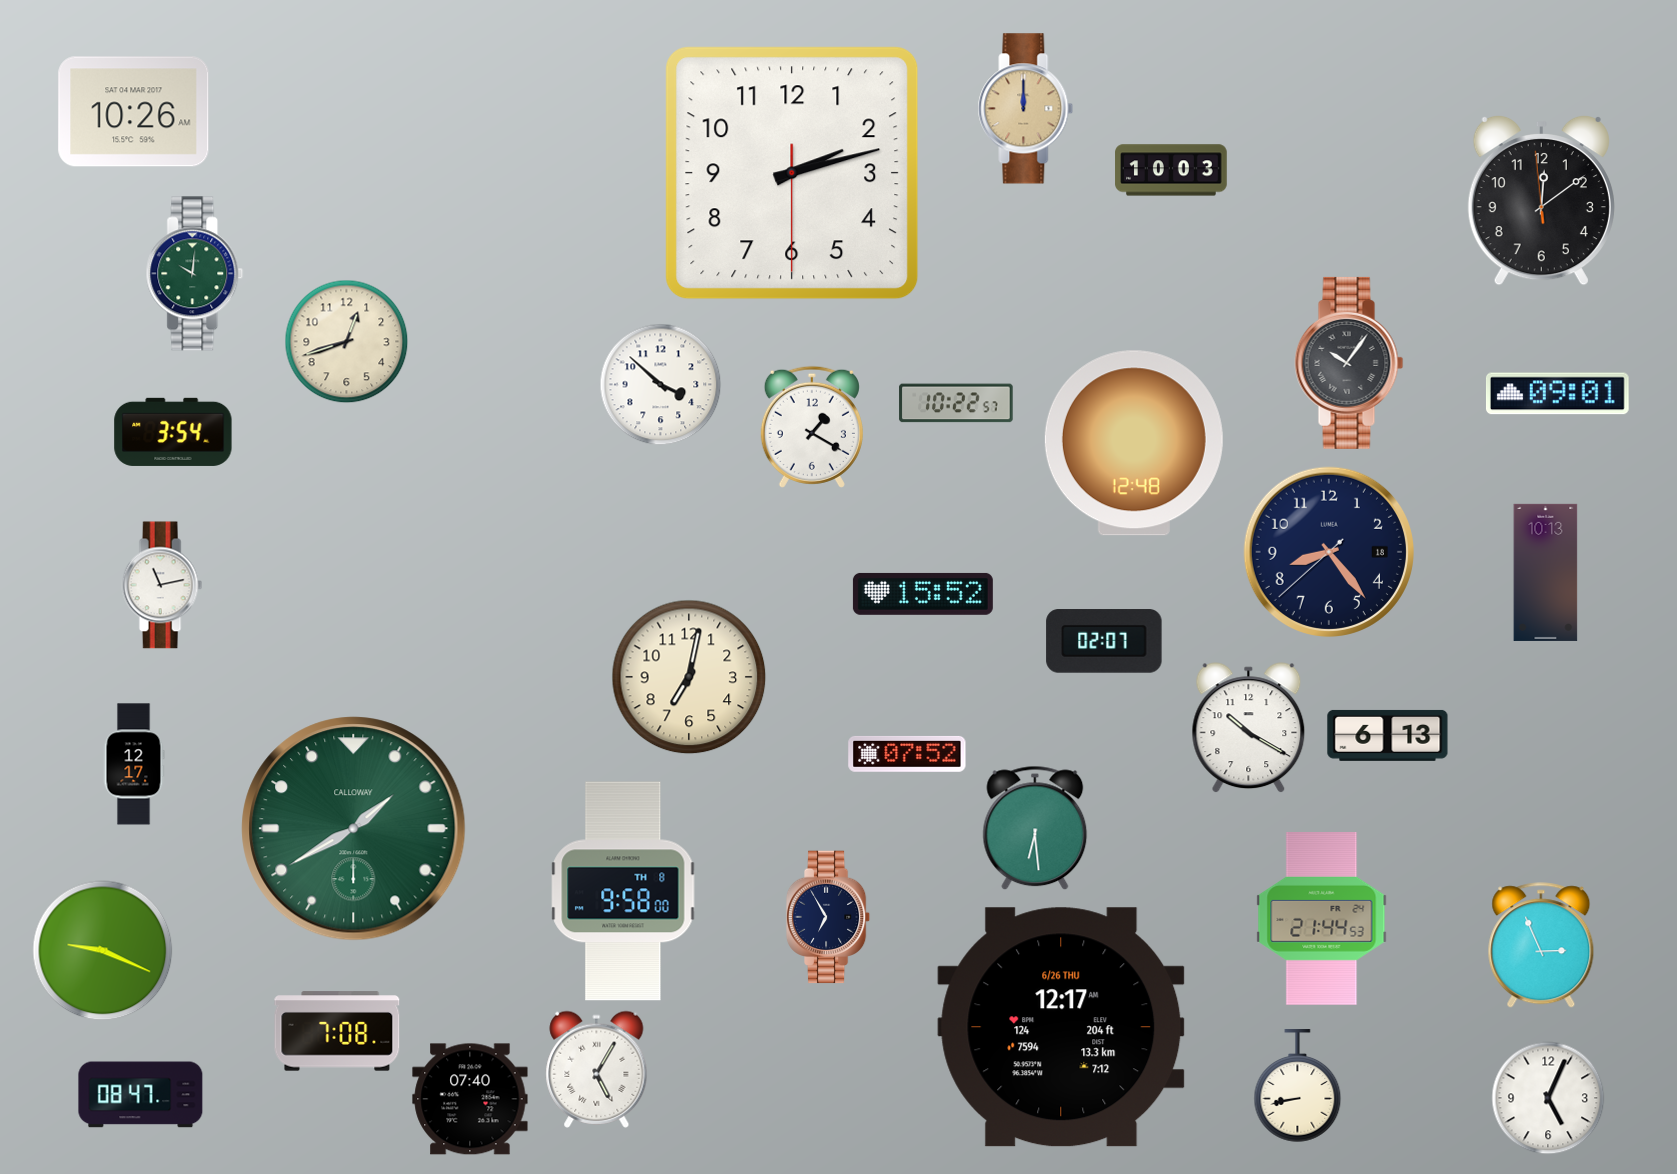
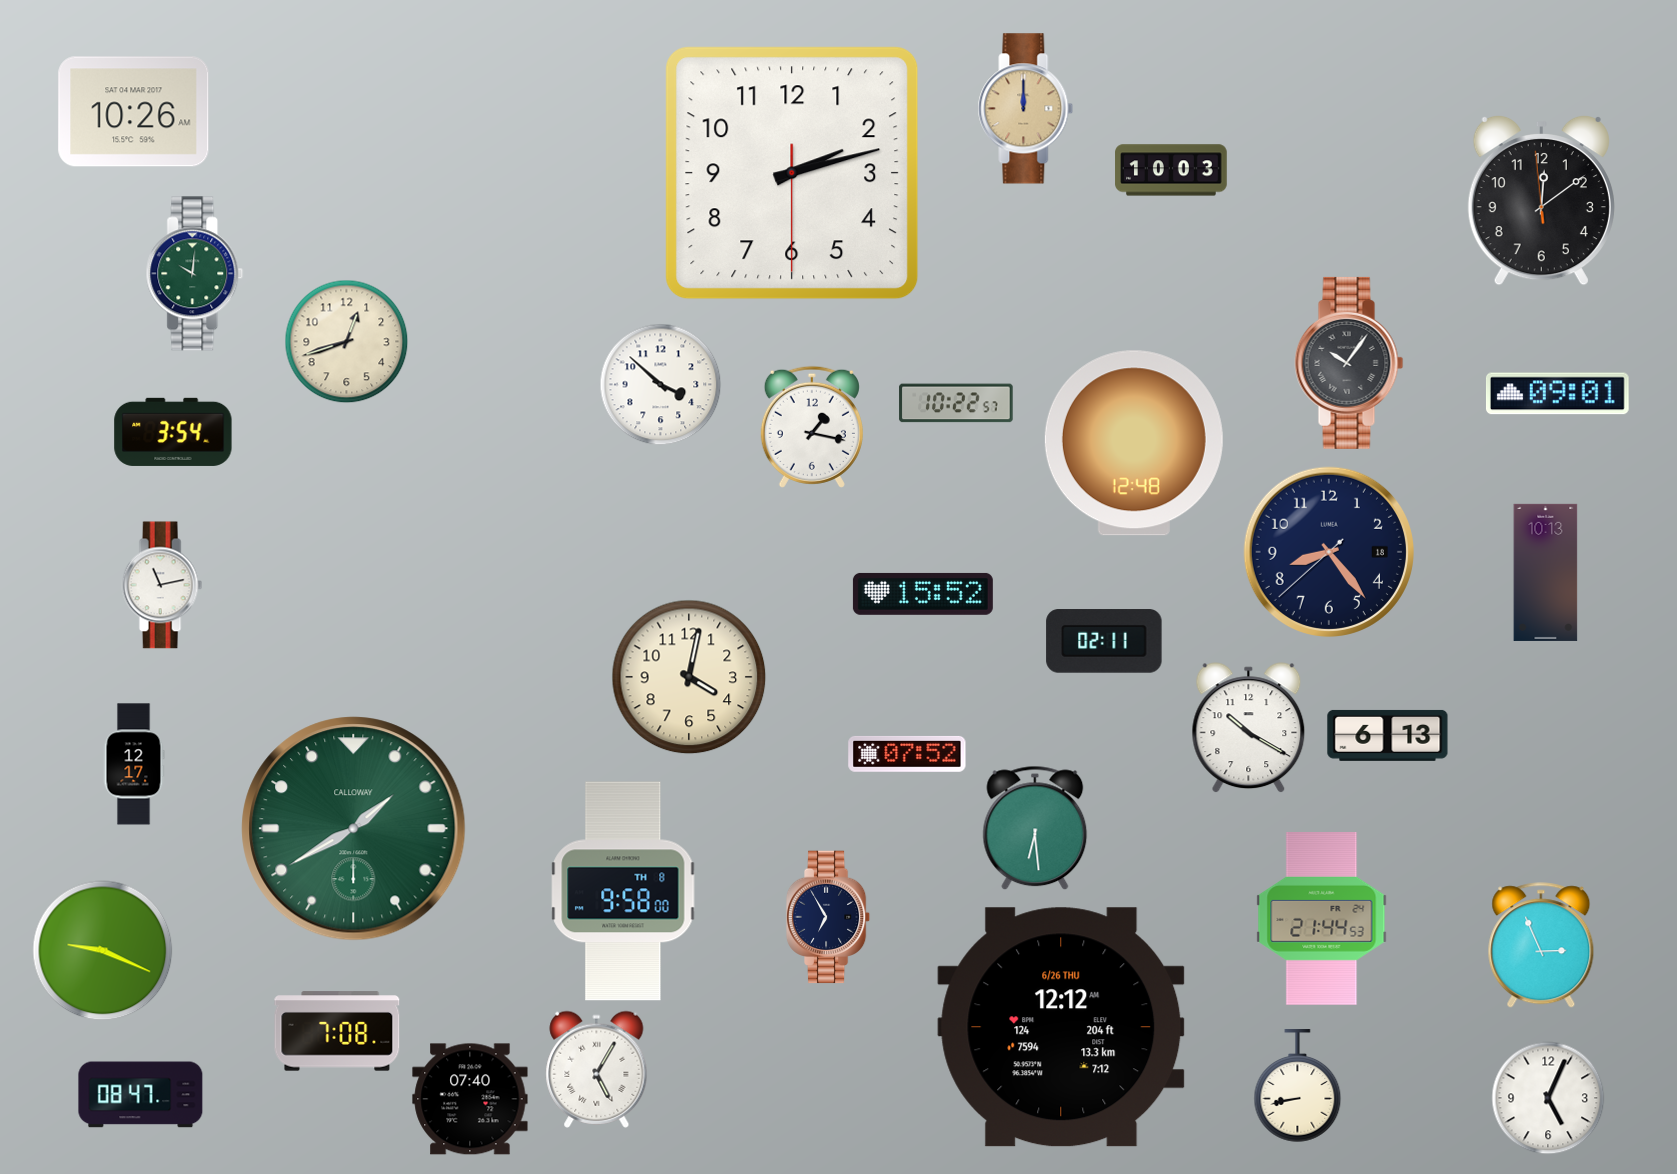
clock at (812, 427): 1:20 -> 1:17
clock at (1104, 641): 02:07 -> 02:11
clock at (689, 677): 7:02 -> 4:02
clock at (1061, 1027): 12:17 -> 12:12
